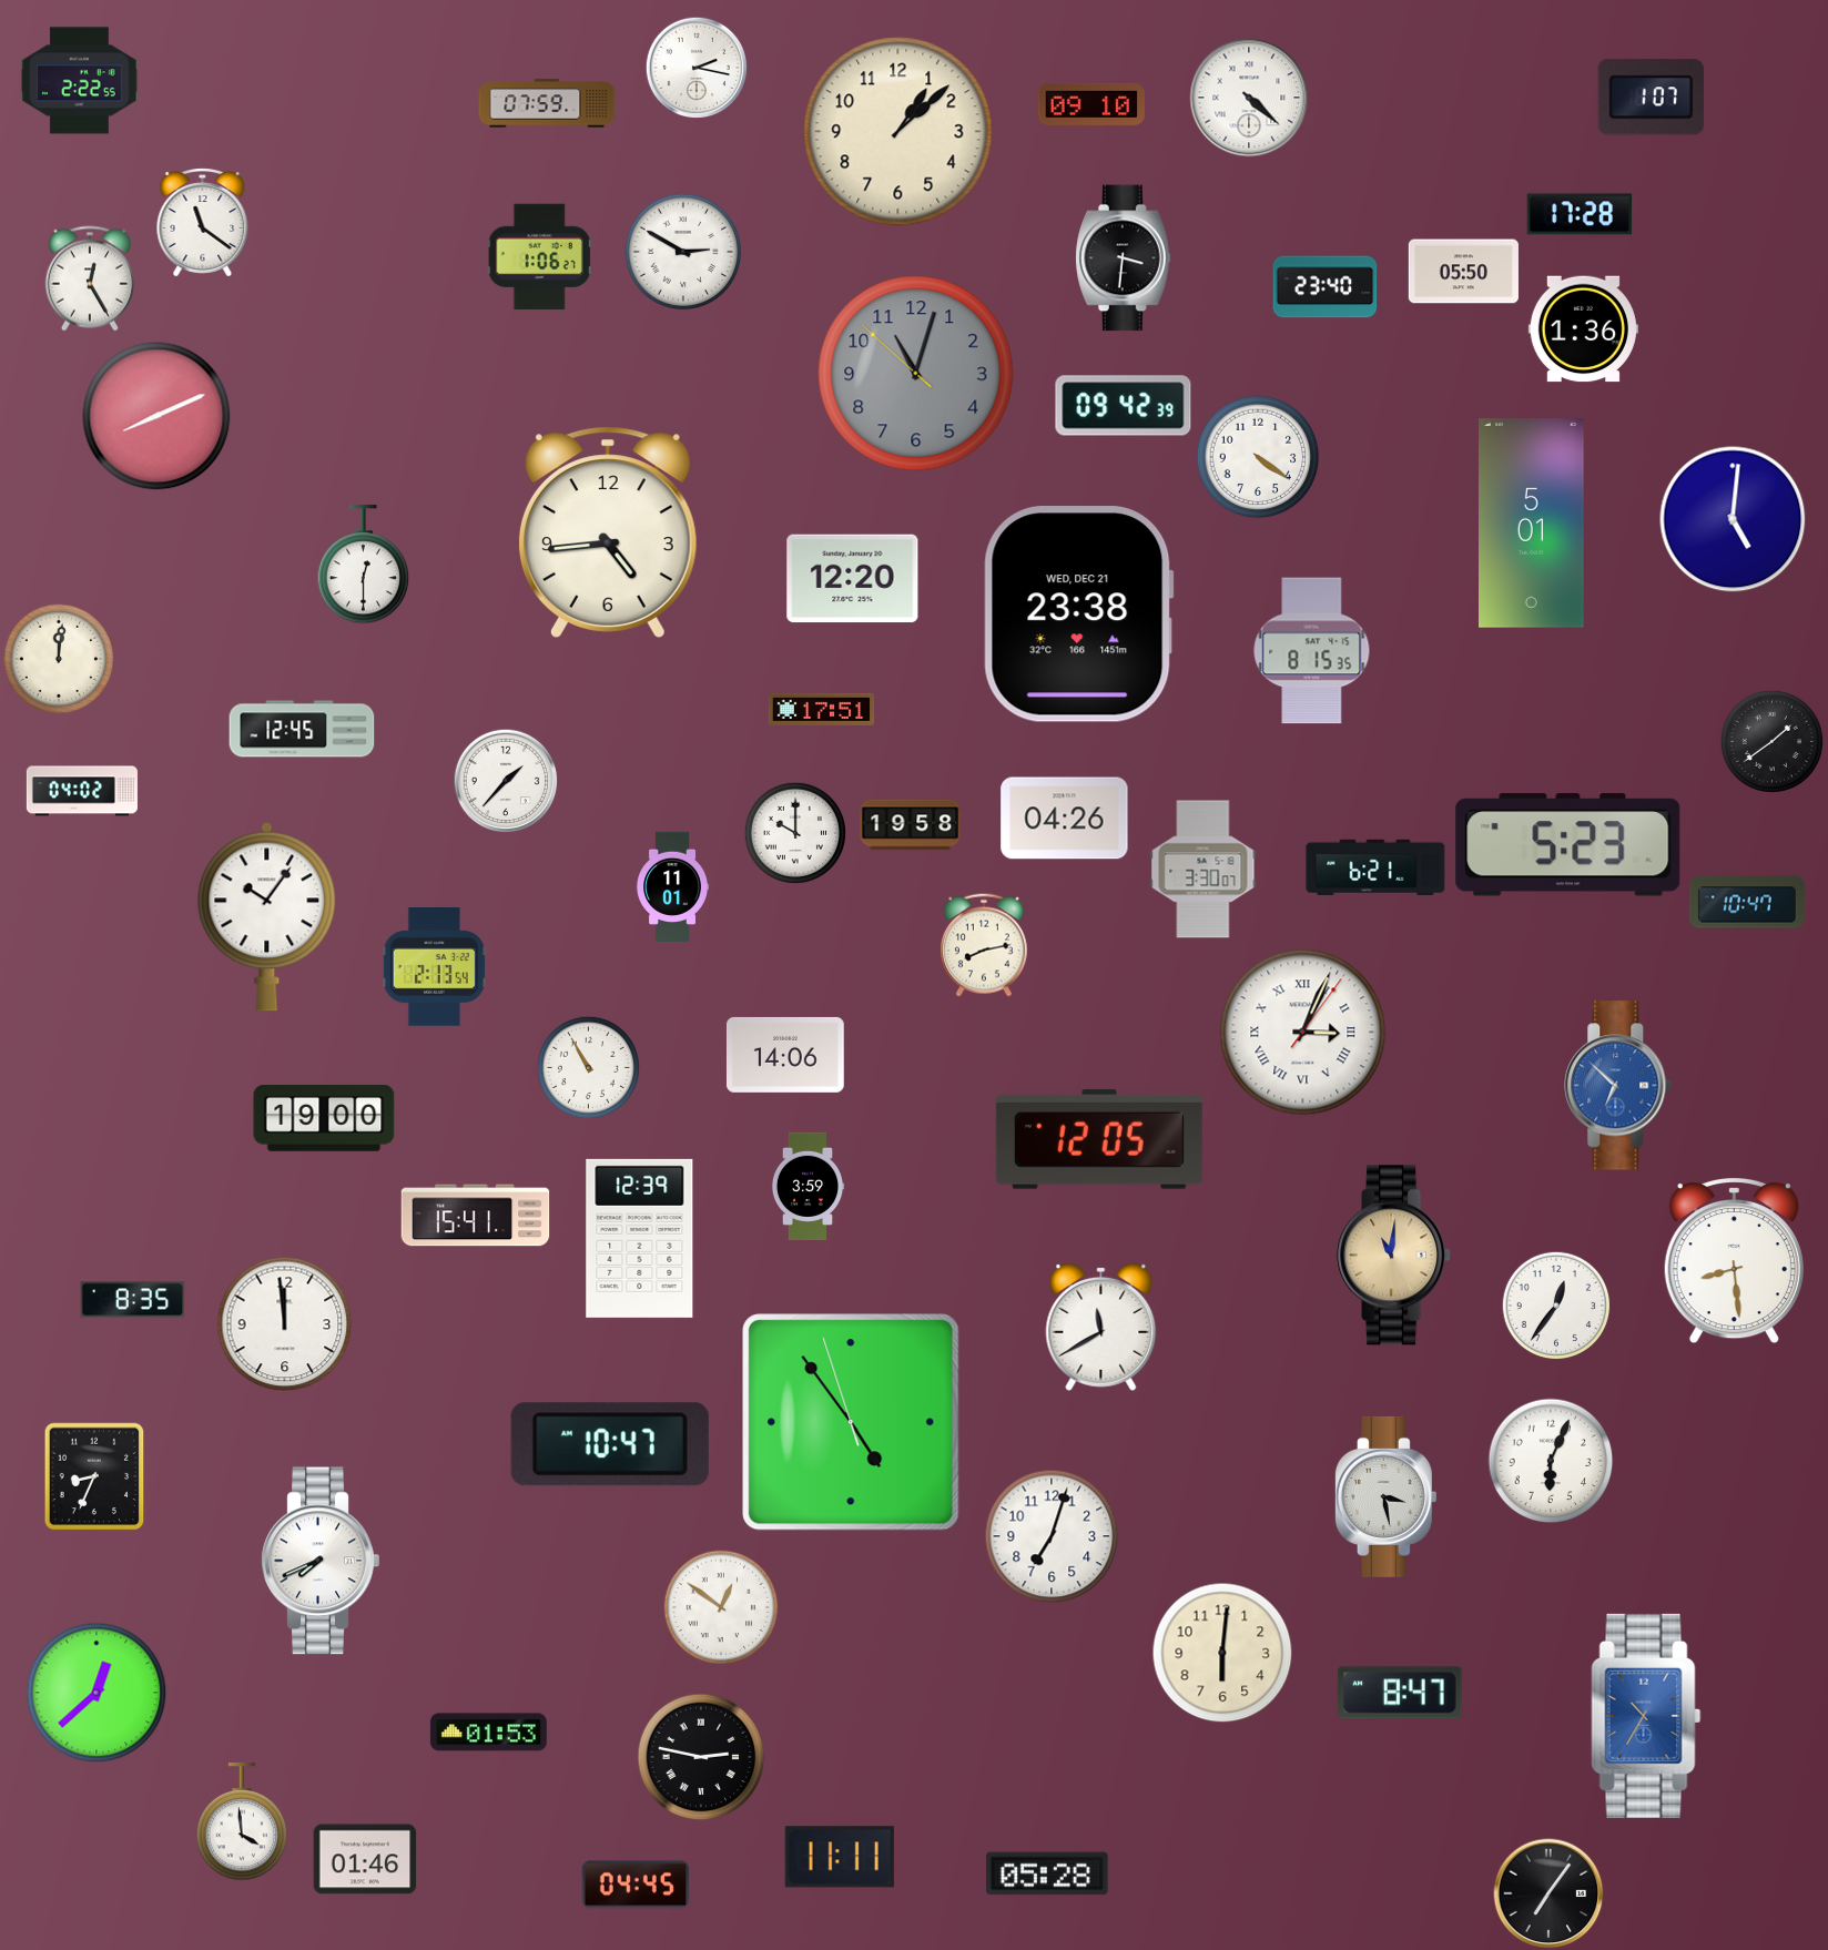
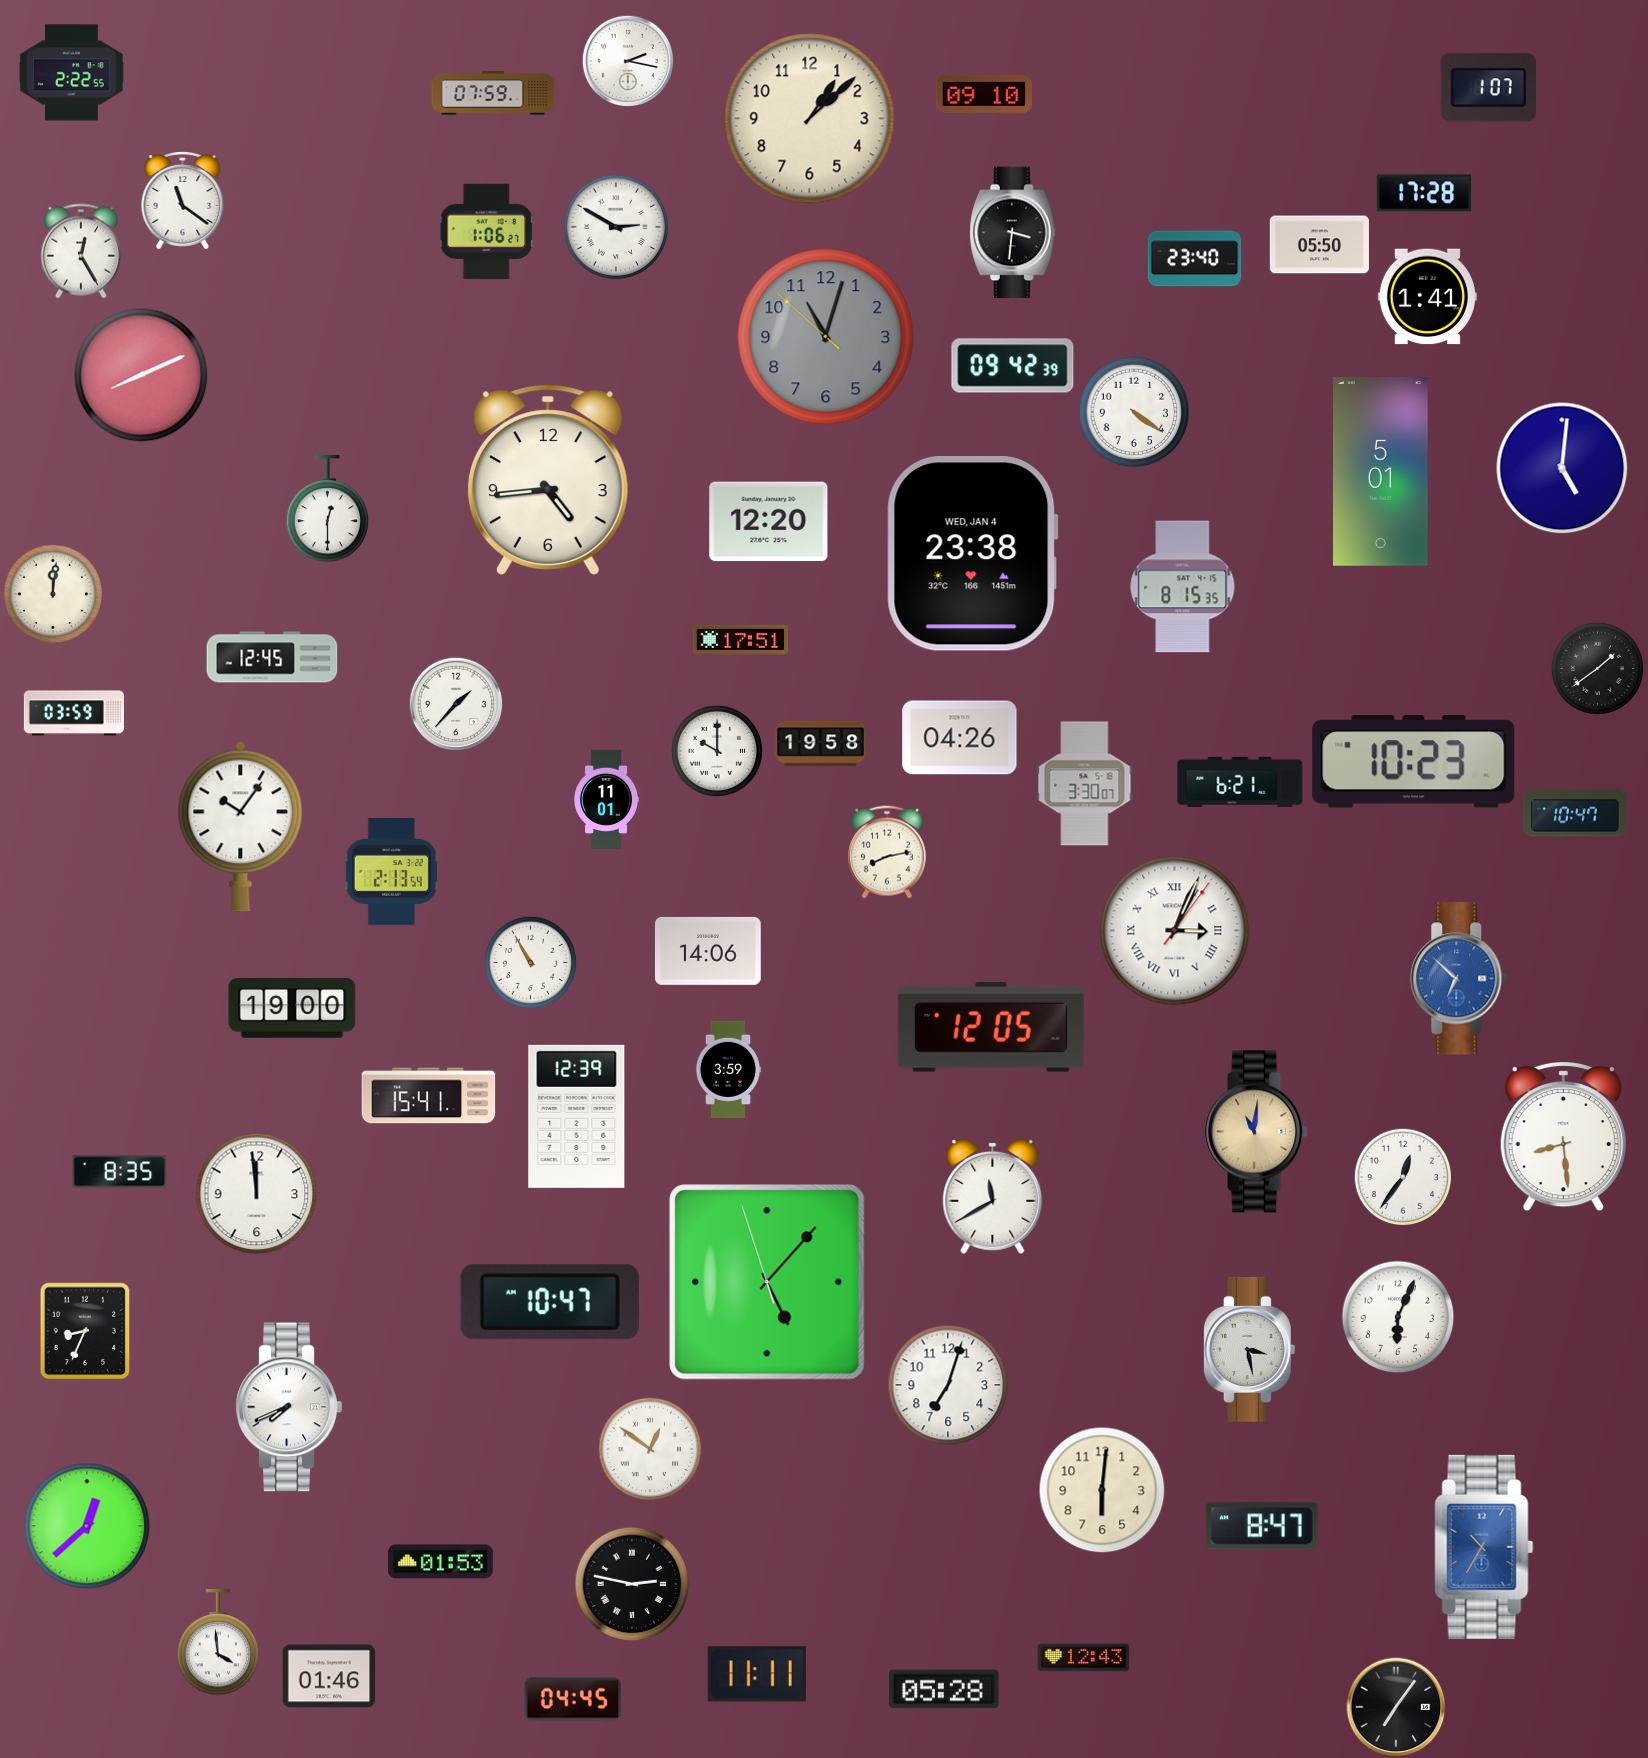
clock at (1249, 98): 4:22 -> none
clock at (1583, 329): 1:36 -> 1:41
clock at (1078, 615) date: WED, DEC 21 -> WED, JAN 4
clock at (82, 791): 04:02 -> 03:59
clock at (1568, 845): 5:23 -> 10:23
clock at (851, 1422): 4:53 -> 5:06
clock at (1084, 1658): none -> 12:43
